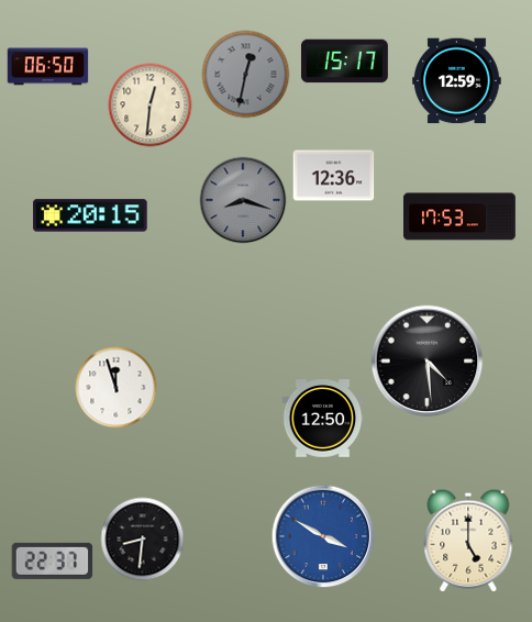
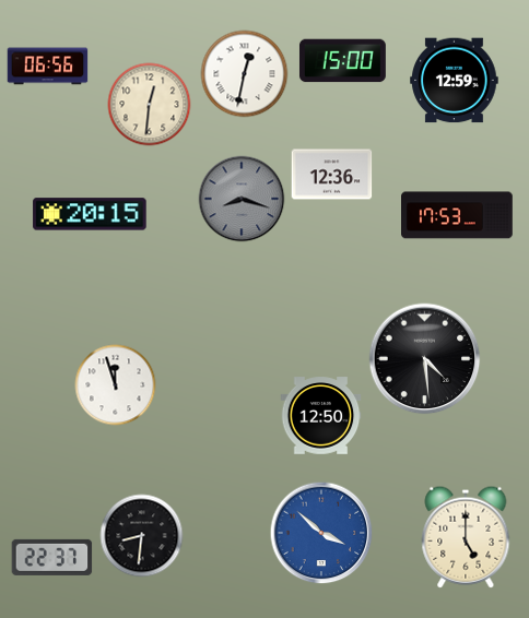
clock at (344, 62): 15:17 -> 15:00
clock at (48, 67): 06:50 -> 06:56
clock at (246, 75) dial: grey -> white
clock at (323, 536): 3:50 -> 3:52
